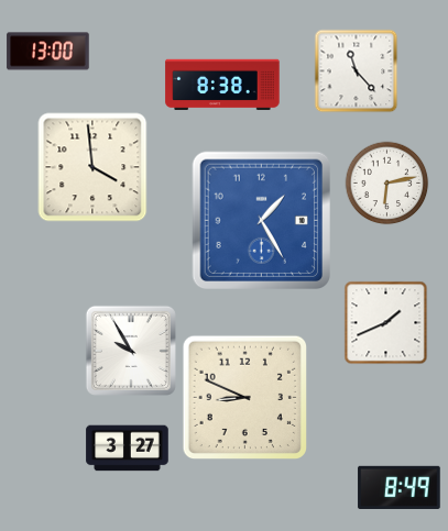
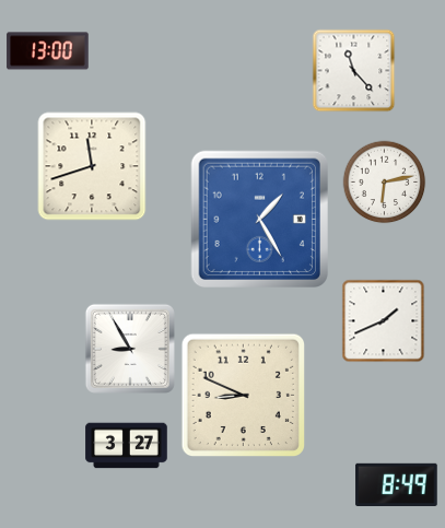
clock at (222, 85): 8:38 -> none
clock at (92, 167): 3:59 -> 11:42
clock at (131, 351): 9:55 -> 8:55
